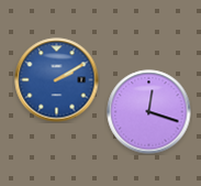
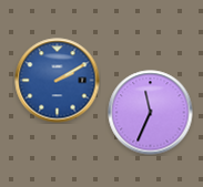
clock at (149, 112): 12:18 -> 11:34
